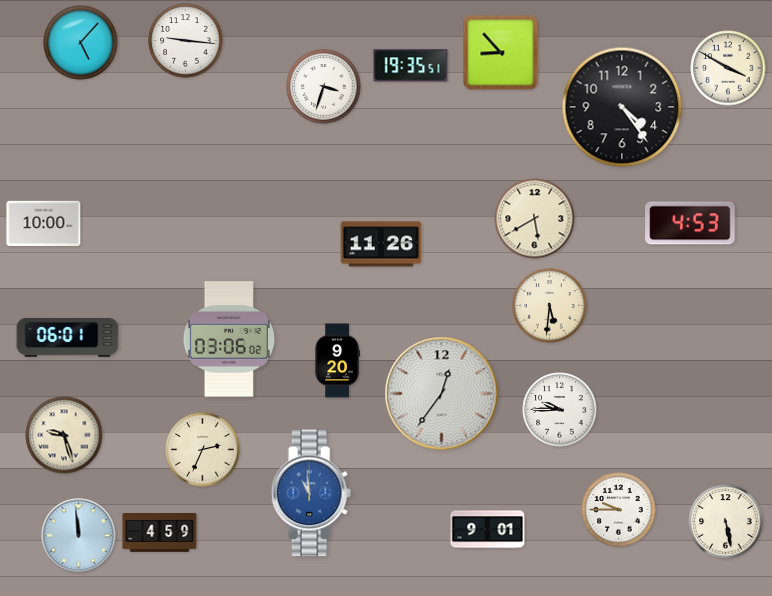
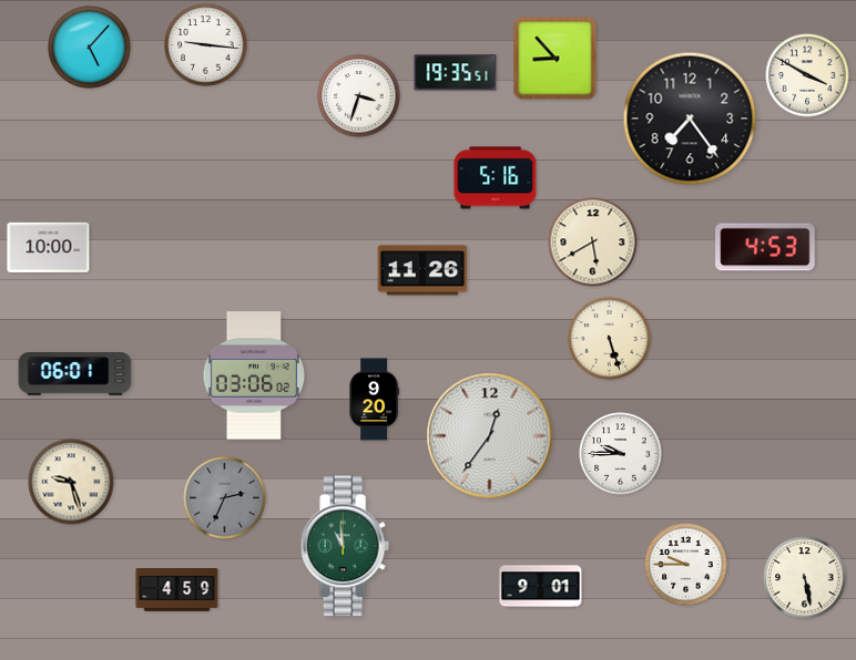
clock at (622, 107): 4:24 -> 7:24
clock at (496, 178): none -> 5:16
clock at (550, 306): 5:31 -> 5:27
clock at (203, 450) dial: cream -> grey
clock at (311, 493) dial: blue -> green
clock at (79, 536): 11:59 -> none
